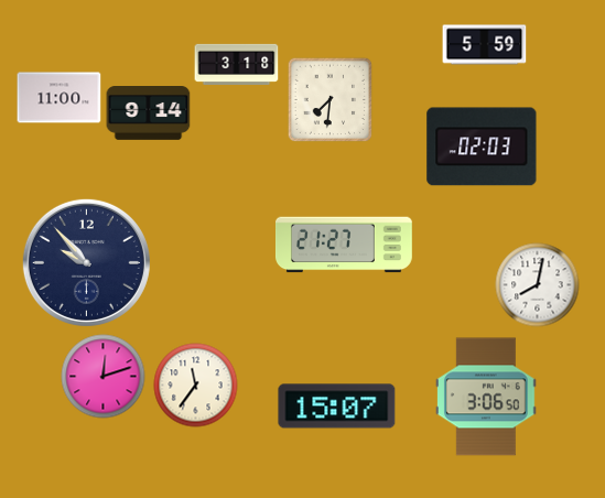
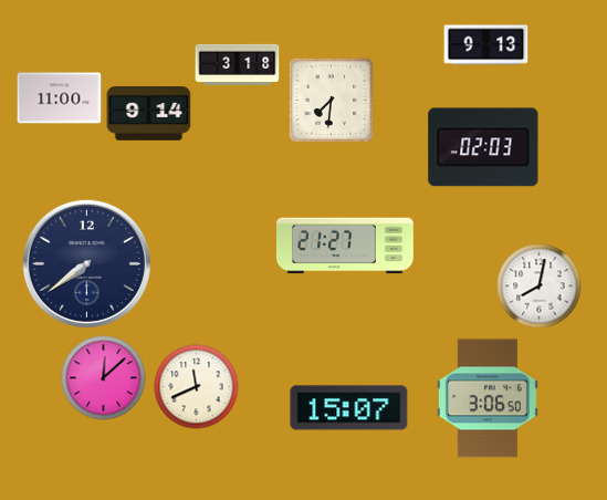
clock at (485, 45): 5:59 -> 9:13
clock at (86, 262): 9:53 -> 7:39
clock at (104, 377): 12:12 -> 12:08
clock at (196, 386): 11:36 -> 11:41
clock at (337, 407) position: (337, 407) -> (349, 408)
